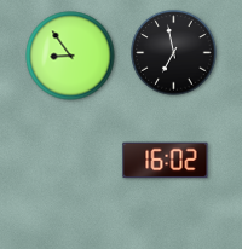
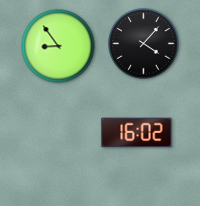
clock at (174, 53): 6:58 -> 4:07
